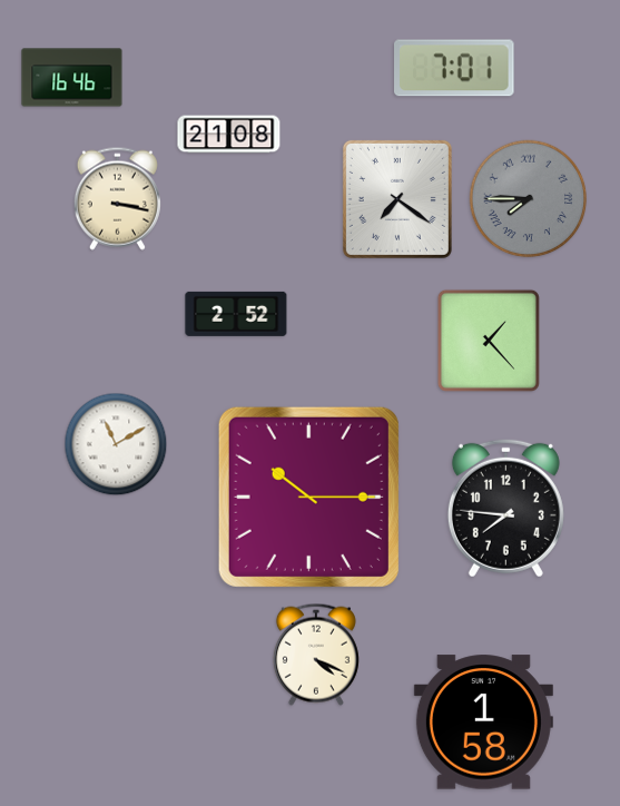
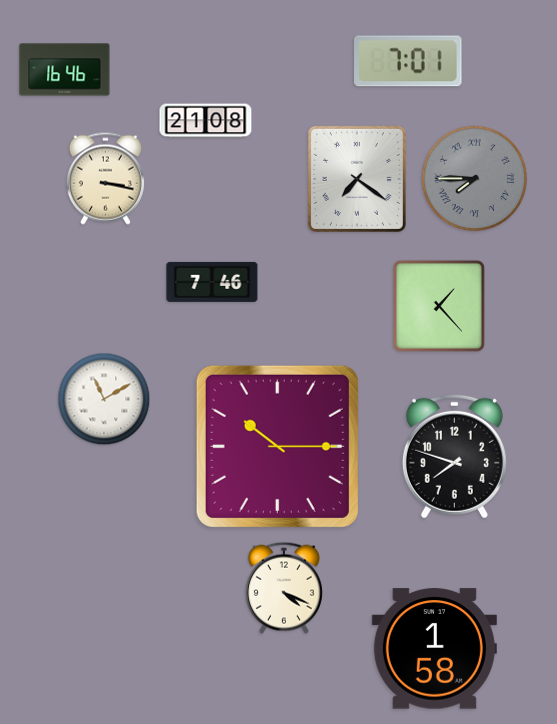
clock at (236, 314): 2:52 -> 7:46
clock at (505, 508): 7:46 -> 7:48
